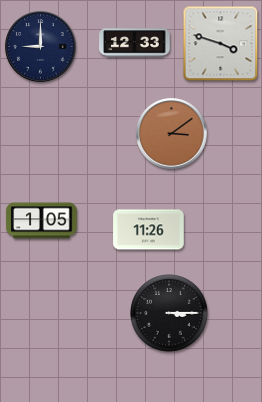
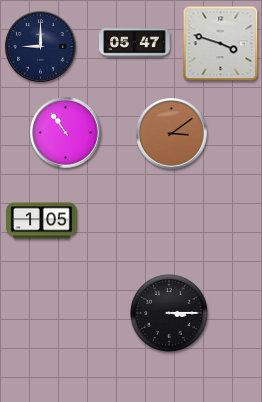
clock at (135, 43): 12:33 -> 05:47
clock at (66, 133): none -> 10:54
clock at (149, 230): 11:26 -> none
